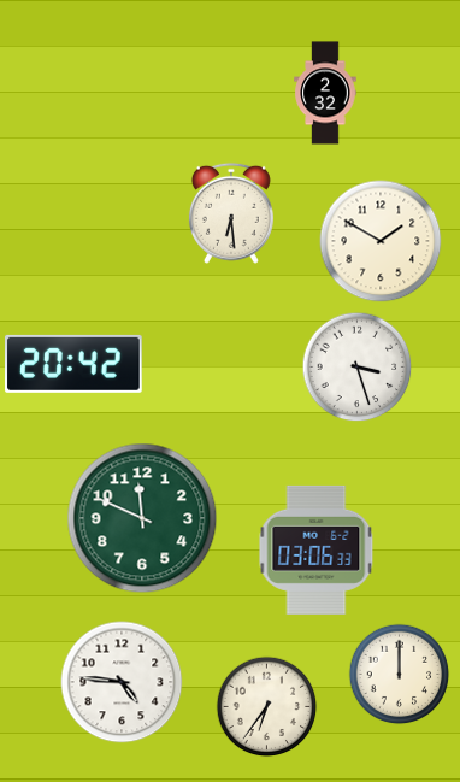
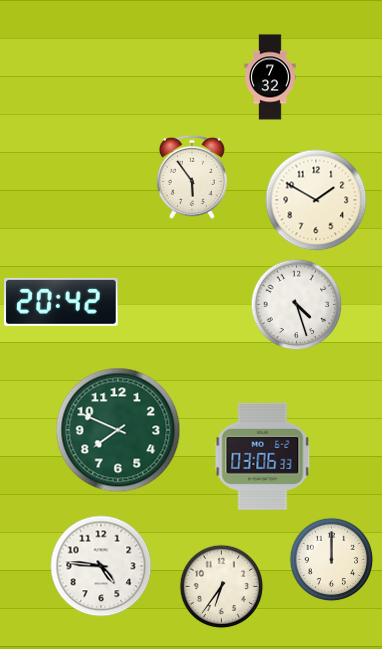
clock at (325, 93): 2:32 -> 7:32
clock at (231, 213): 6:29 -> 5:54
clock at (356, 366): 3:27 -> 4:27
clock at (142, 518): 11:49 -> 7:49
